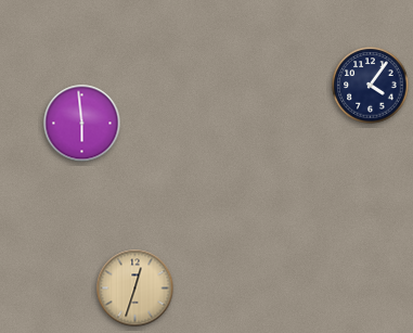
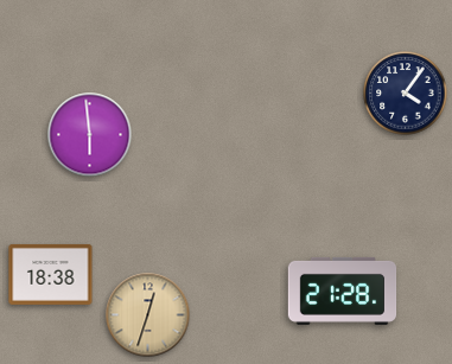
clock at (51, 274): none -> 18:38
clock at (343, 290): none -> 21:28
